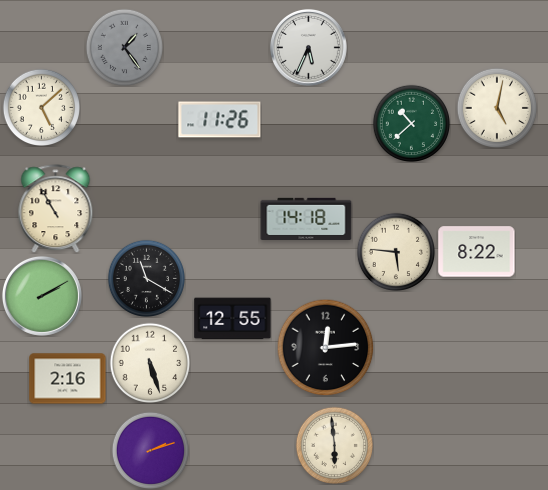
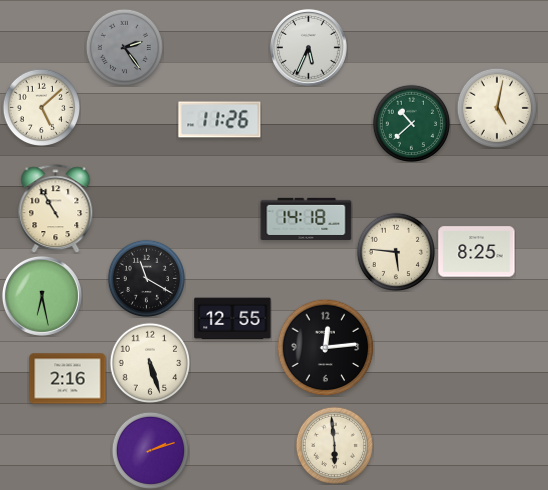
clock at (124, 47): 1:24 -> 2:24
clock at (477, 252): 8:22 -> 8:25
clock at (42, 296): 2:10 -> 6:28
